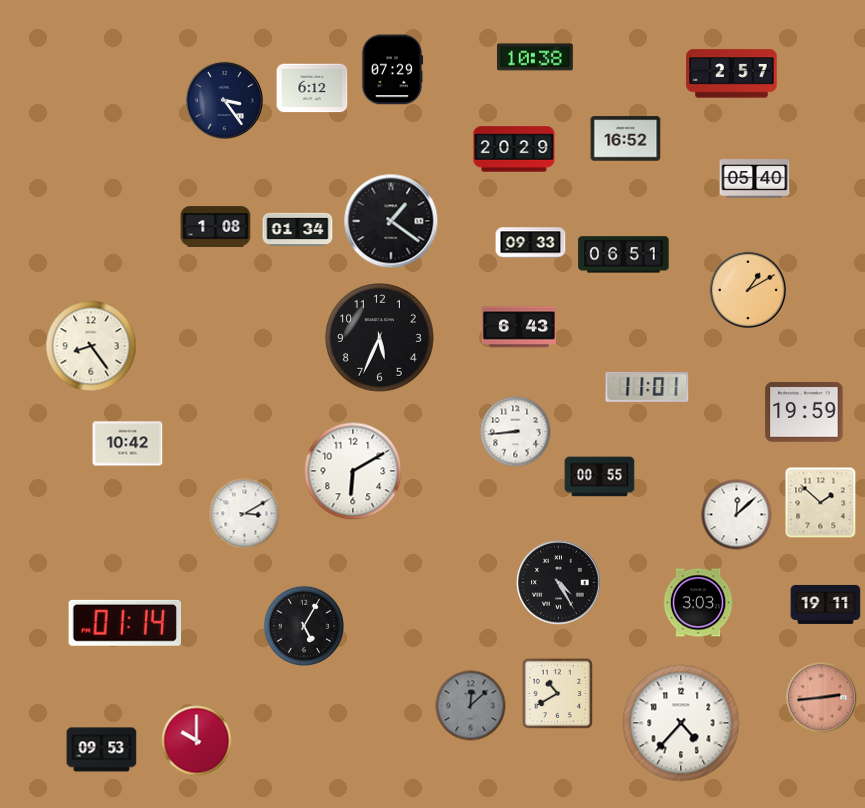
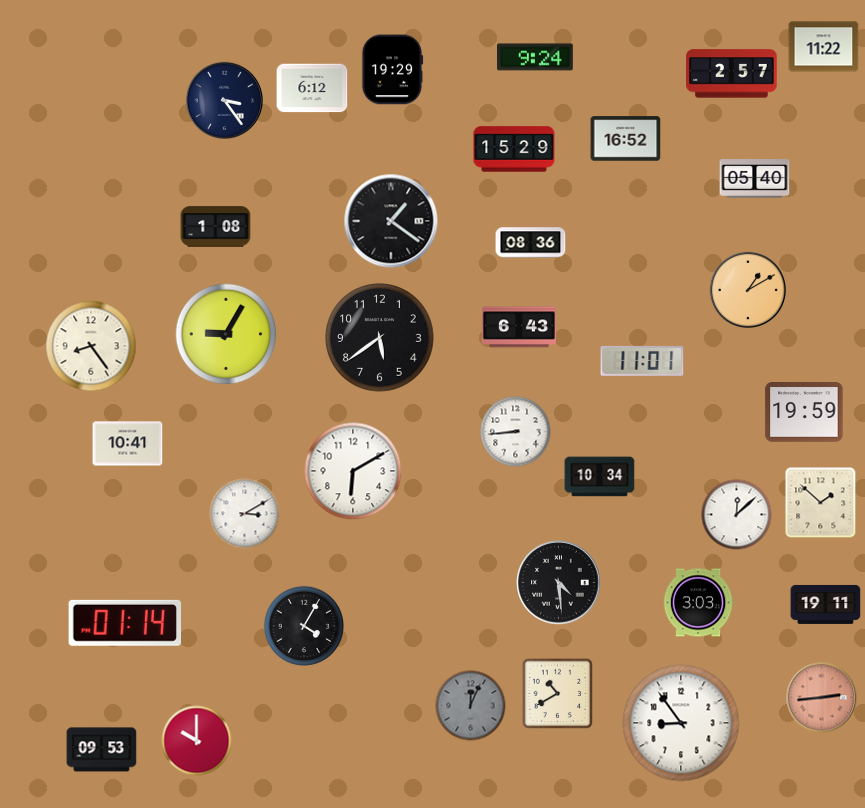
clock at (824, 47): none -> 11:22
clock at (535, 57): 10:38 -> 9:24
clock at (392, 70): 07:29 -> 19:29
clock at (514, 149): 20:29 -> 15:29
clock at (298, 229): 01:34 -> none
clock at (531, 243): 09:33 -> 08:36
clock at (624, 255): 06:51 -> none
clock at (226, 334): none -> 9:05
clock at (380, 338): 5:34 -> 5:39
clock at (647, 387) position: (647, 387) -> (642, 361)
clock at (128, 444): 10:42 -> 10:41
clock at (600, 477): 00:55 -> 10:34
clock at (559, 583): 4:25 -> 4:29
clock at (303, 625): 5:05 -> 4:05
clock at (471, 706): 12:08 -> 12:04
clock at (681, 723): 4:37 -> 8:54
